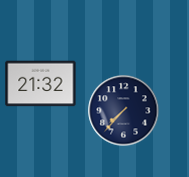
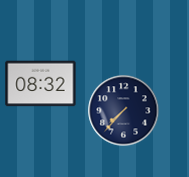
clock at (41, 84): 21:32 -> 08:32
